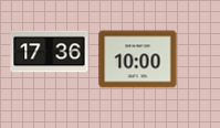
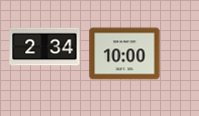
clock at (50, 52): 17:36 -> 2:34
